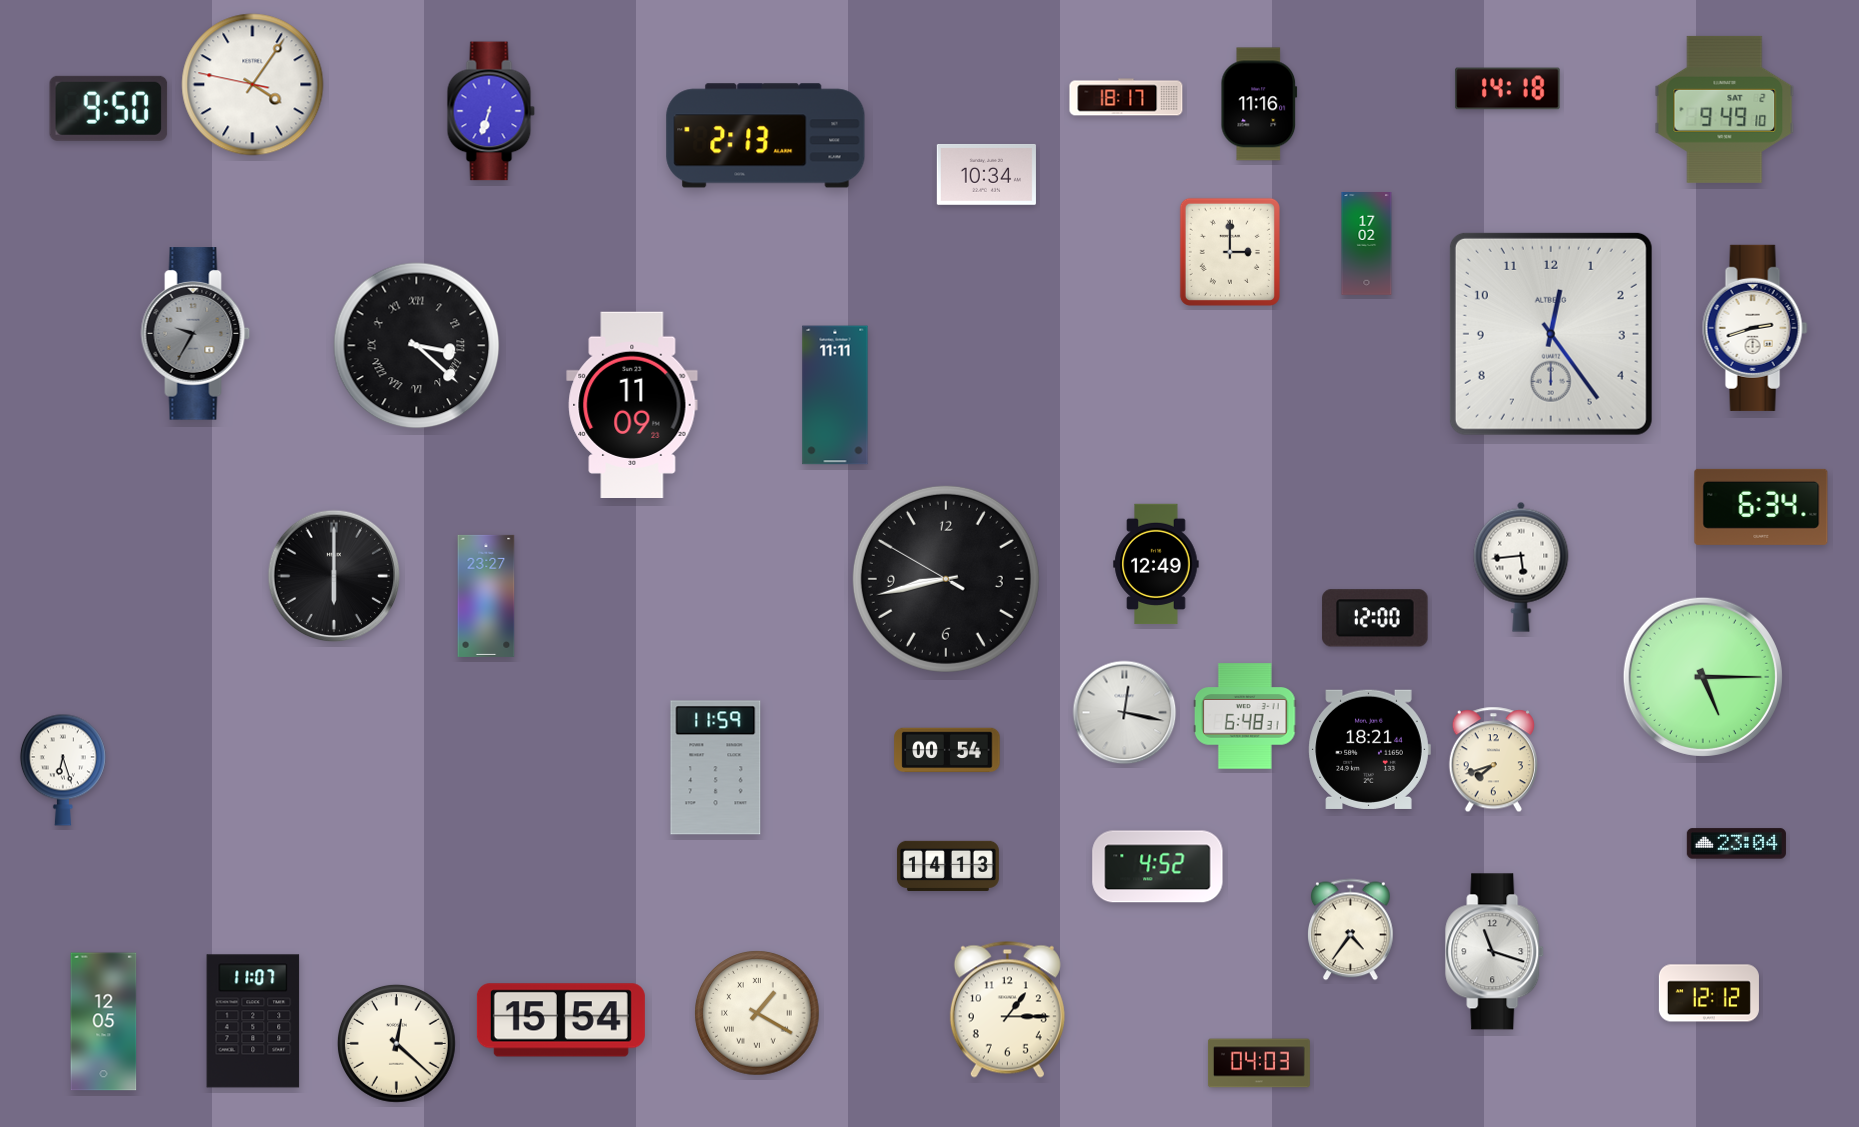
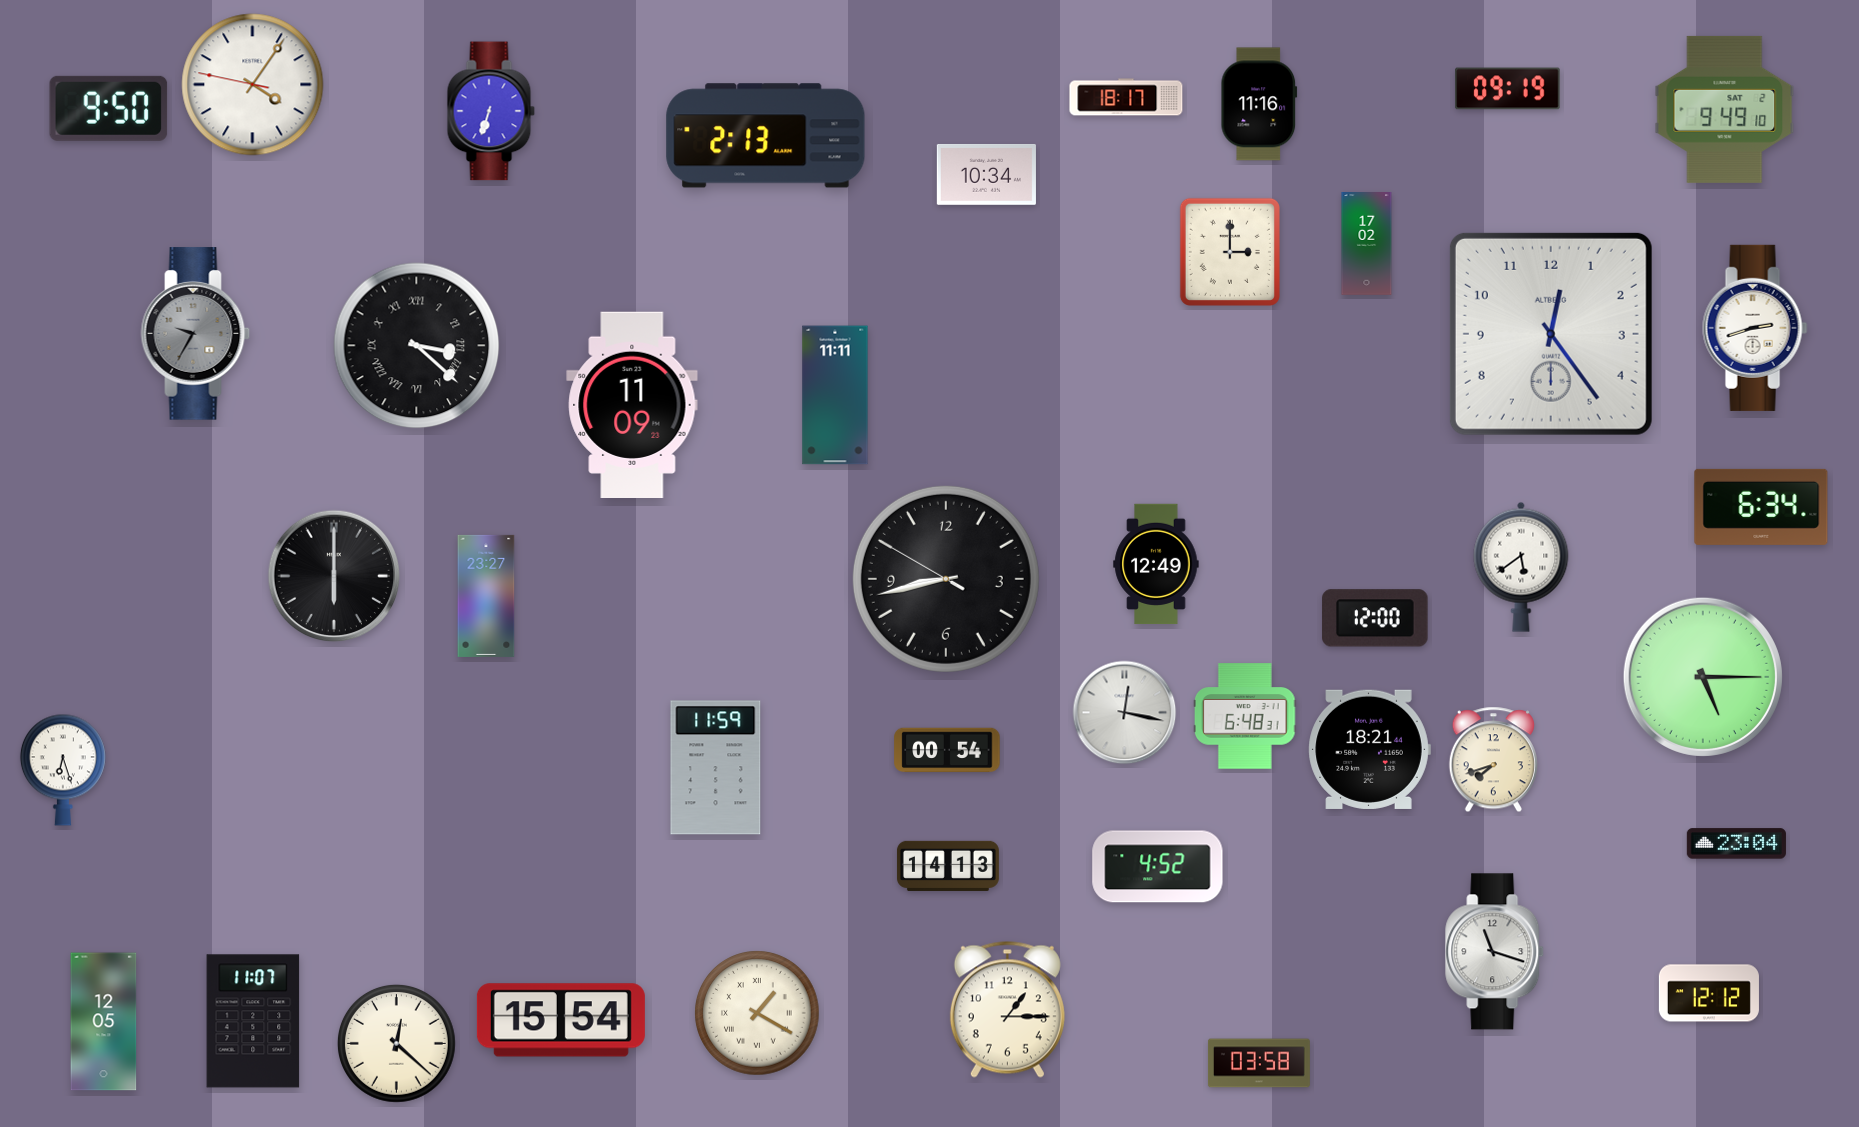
clock at (1508, 89): 14:18 -> 09:19
clock at (1521, 567): 5:44 -> 5:39
clock at (1351, 930): 4:36 -> none
clock at (1259, 1063): 04:03 -> 03:58
